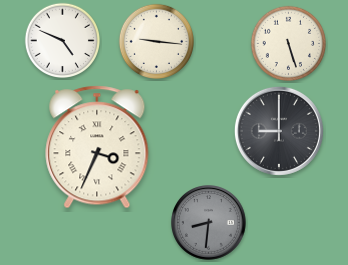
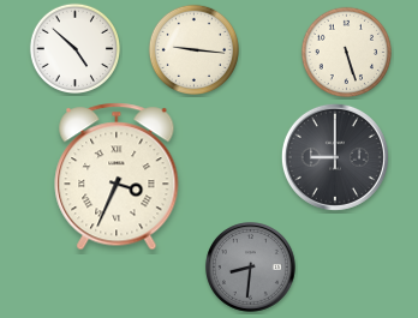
clock at (62, 40): 4:49 -> 4:52
clock at (156, 41) position: (156, 41) -> (193, 49)
